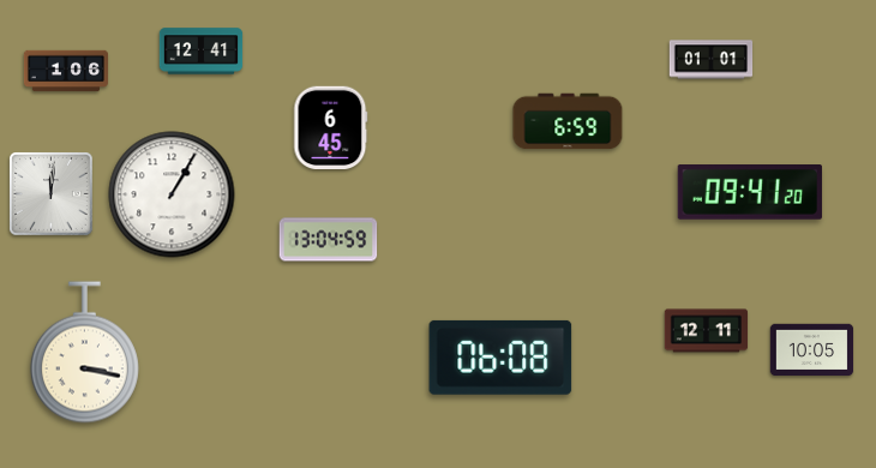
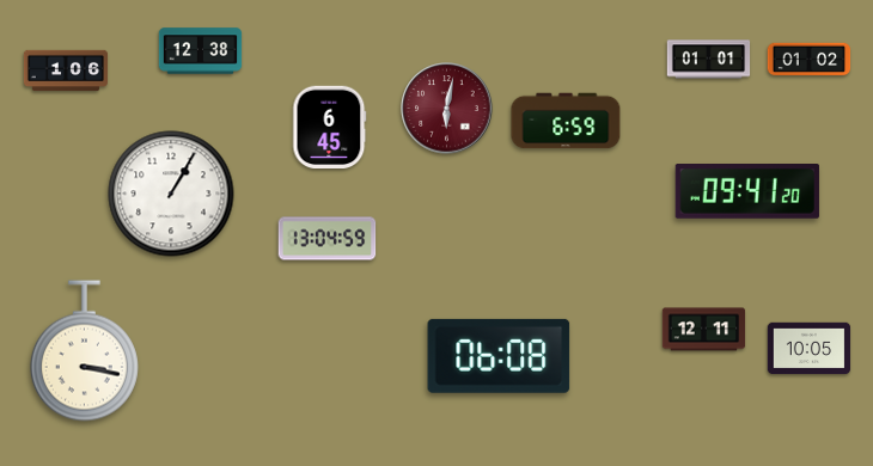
clock at (202, 52): 12:41 -> 12:38
clock at (810, 60): none -> 01:02
clock at (447, 109): none -> 6:02
clock at (52, 194): 12:01 -> none
